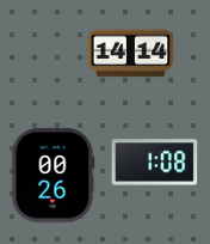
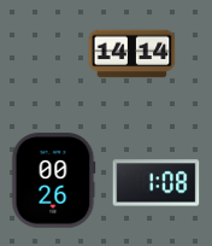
clock at (155, 163) position: (155, 163) -> (157, 183)
clock at (54, 176) position: (54, 176) -> (54, 181)
